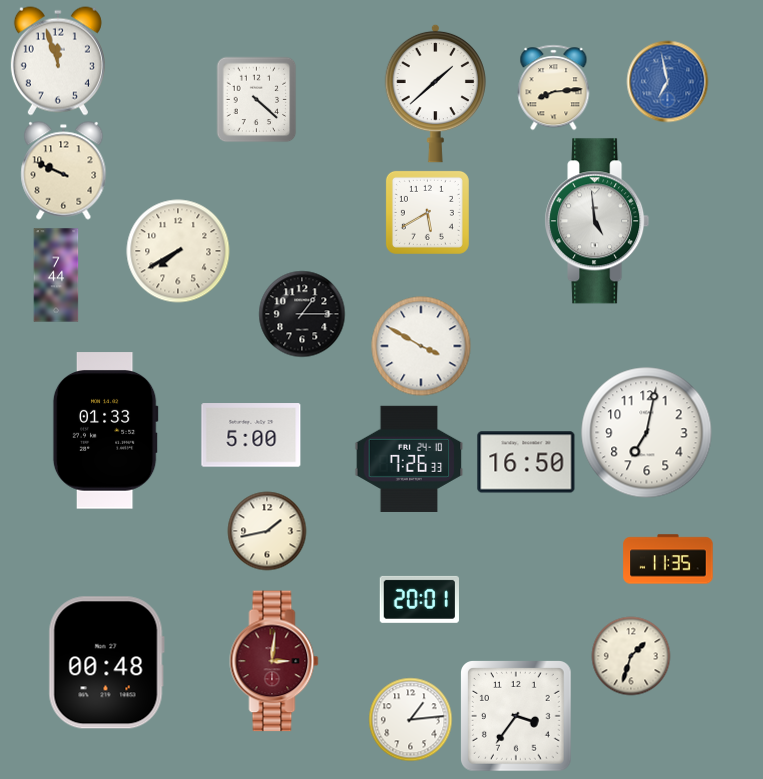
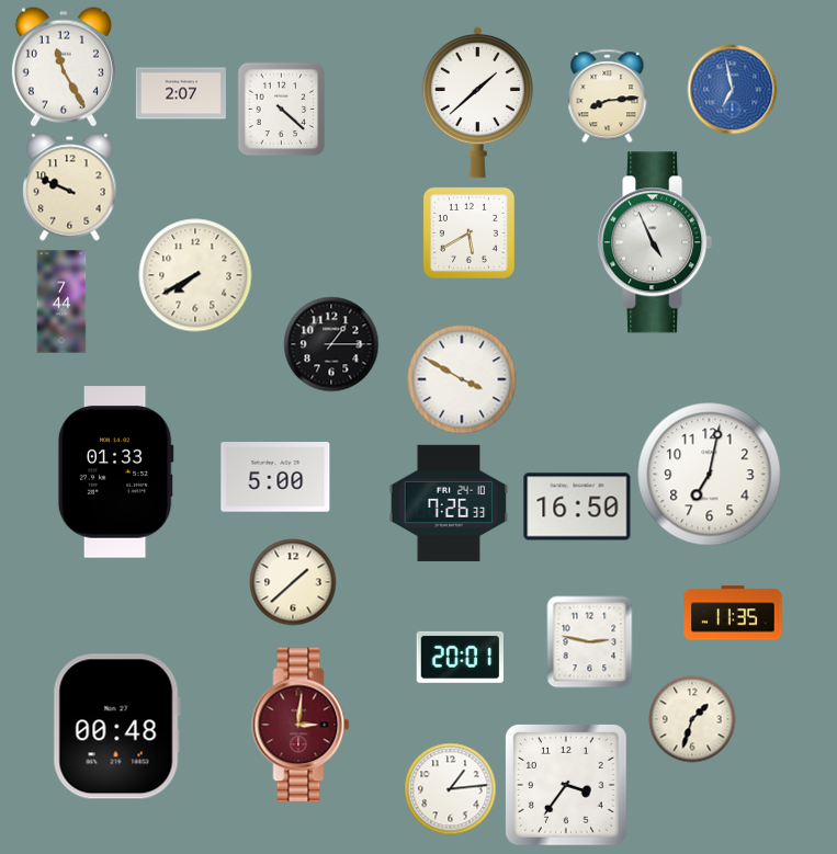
clock at (58, 61): 11:57 -> 11:25
clock at (181, 93): none -> 2:07
clock at (597, 221): 4:59 -> 4:56
clock at (267, 531): 1:43 -> 1:38
clock at (590, 642): none -> 2:47
